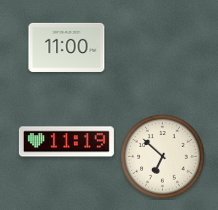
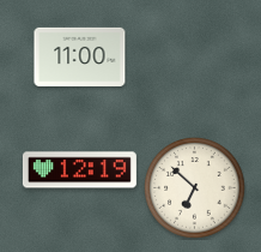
clock at (66, 142): 11:19 -> 12:19
